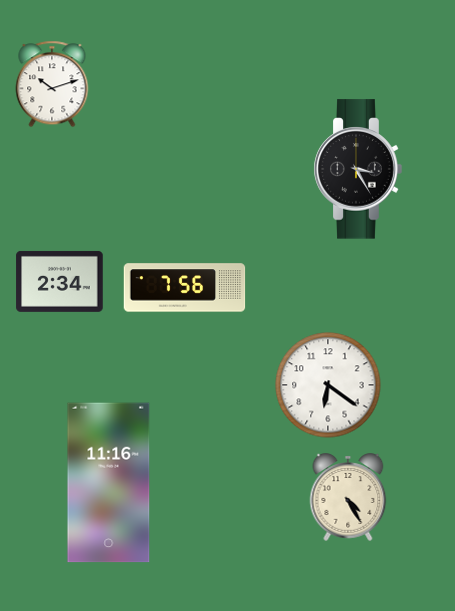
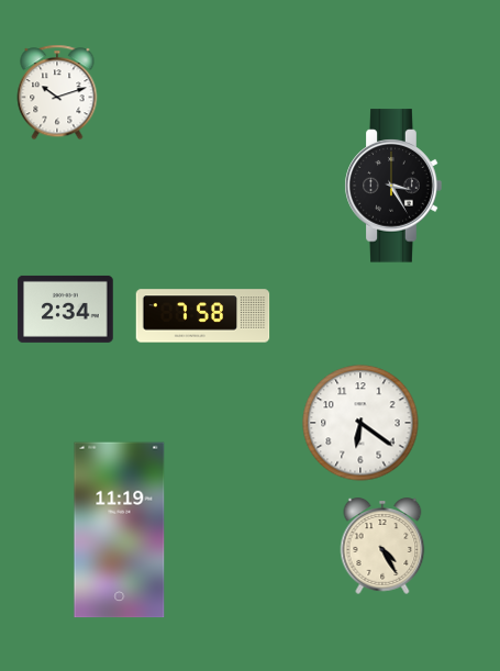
clock at (185, 288): 7:56 -> 7:58
clock at (109, 483): 11:16 -> 11:19
